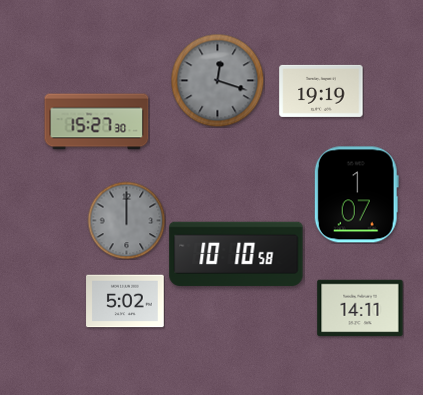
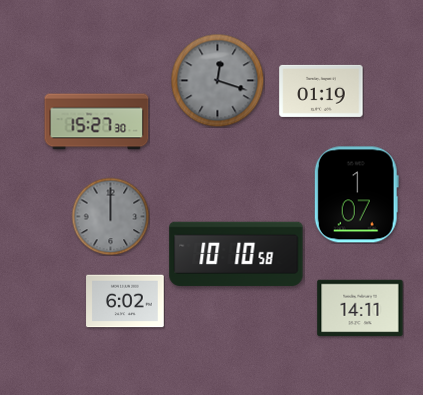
clock at (321, 91): 19:19 -> 01:19
clock at (126, 220) position: (126, 220) -> (110, 216)
clock at (125, 301): 5:02 -> 6:02
